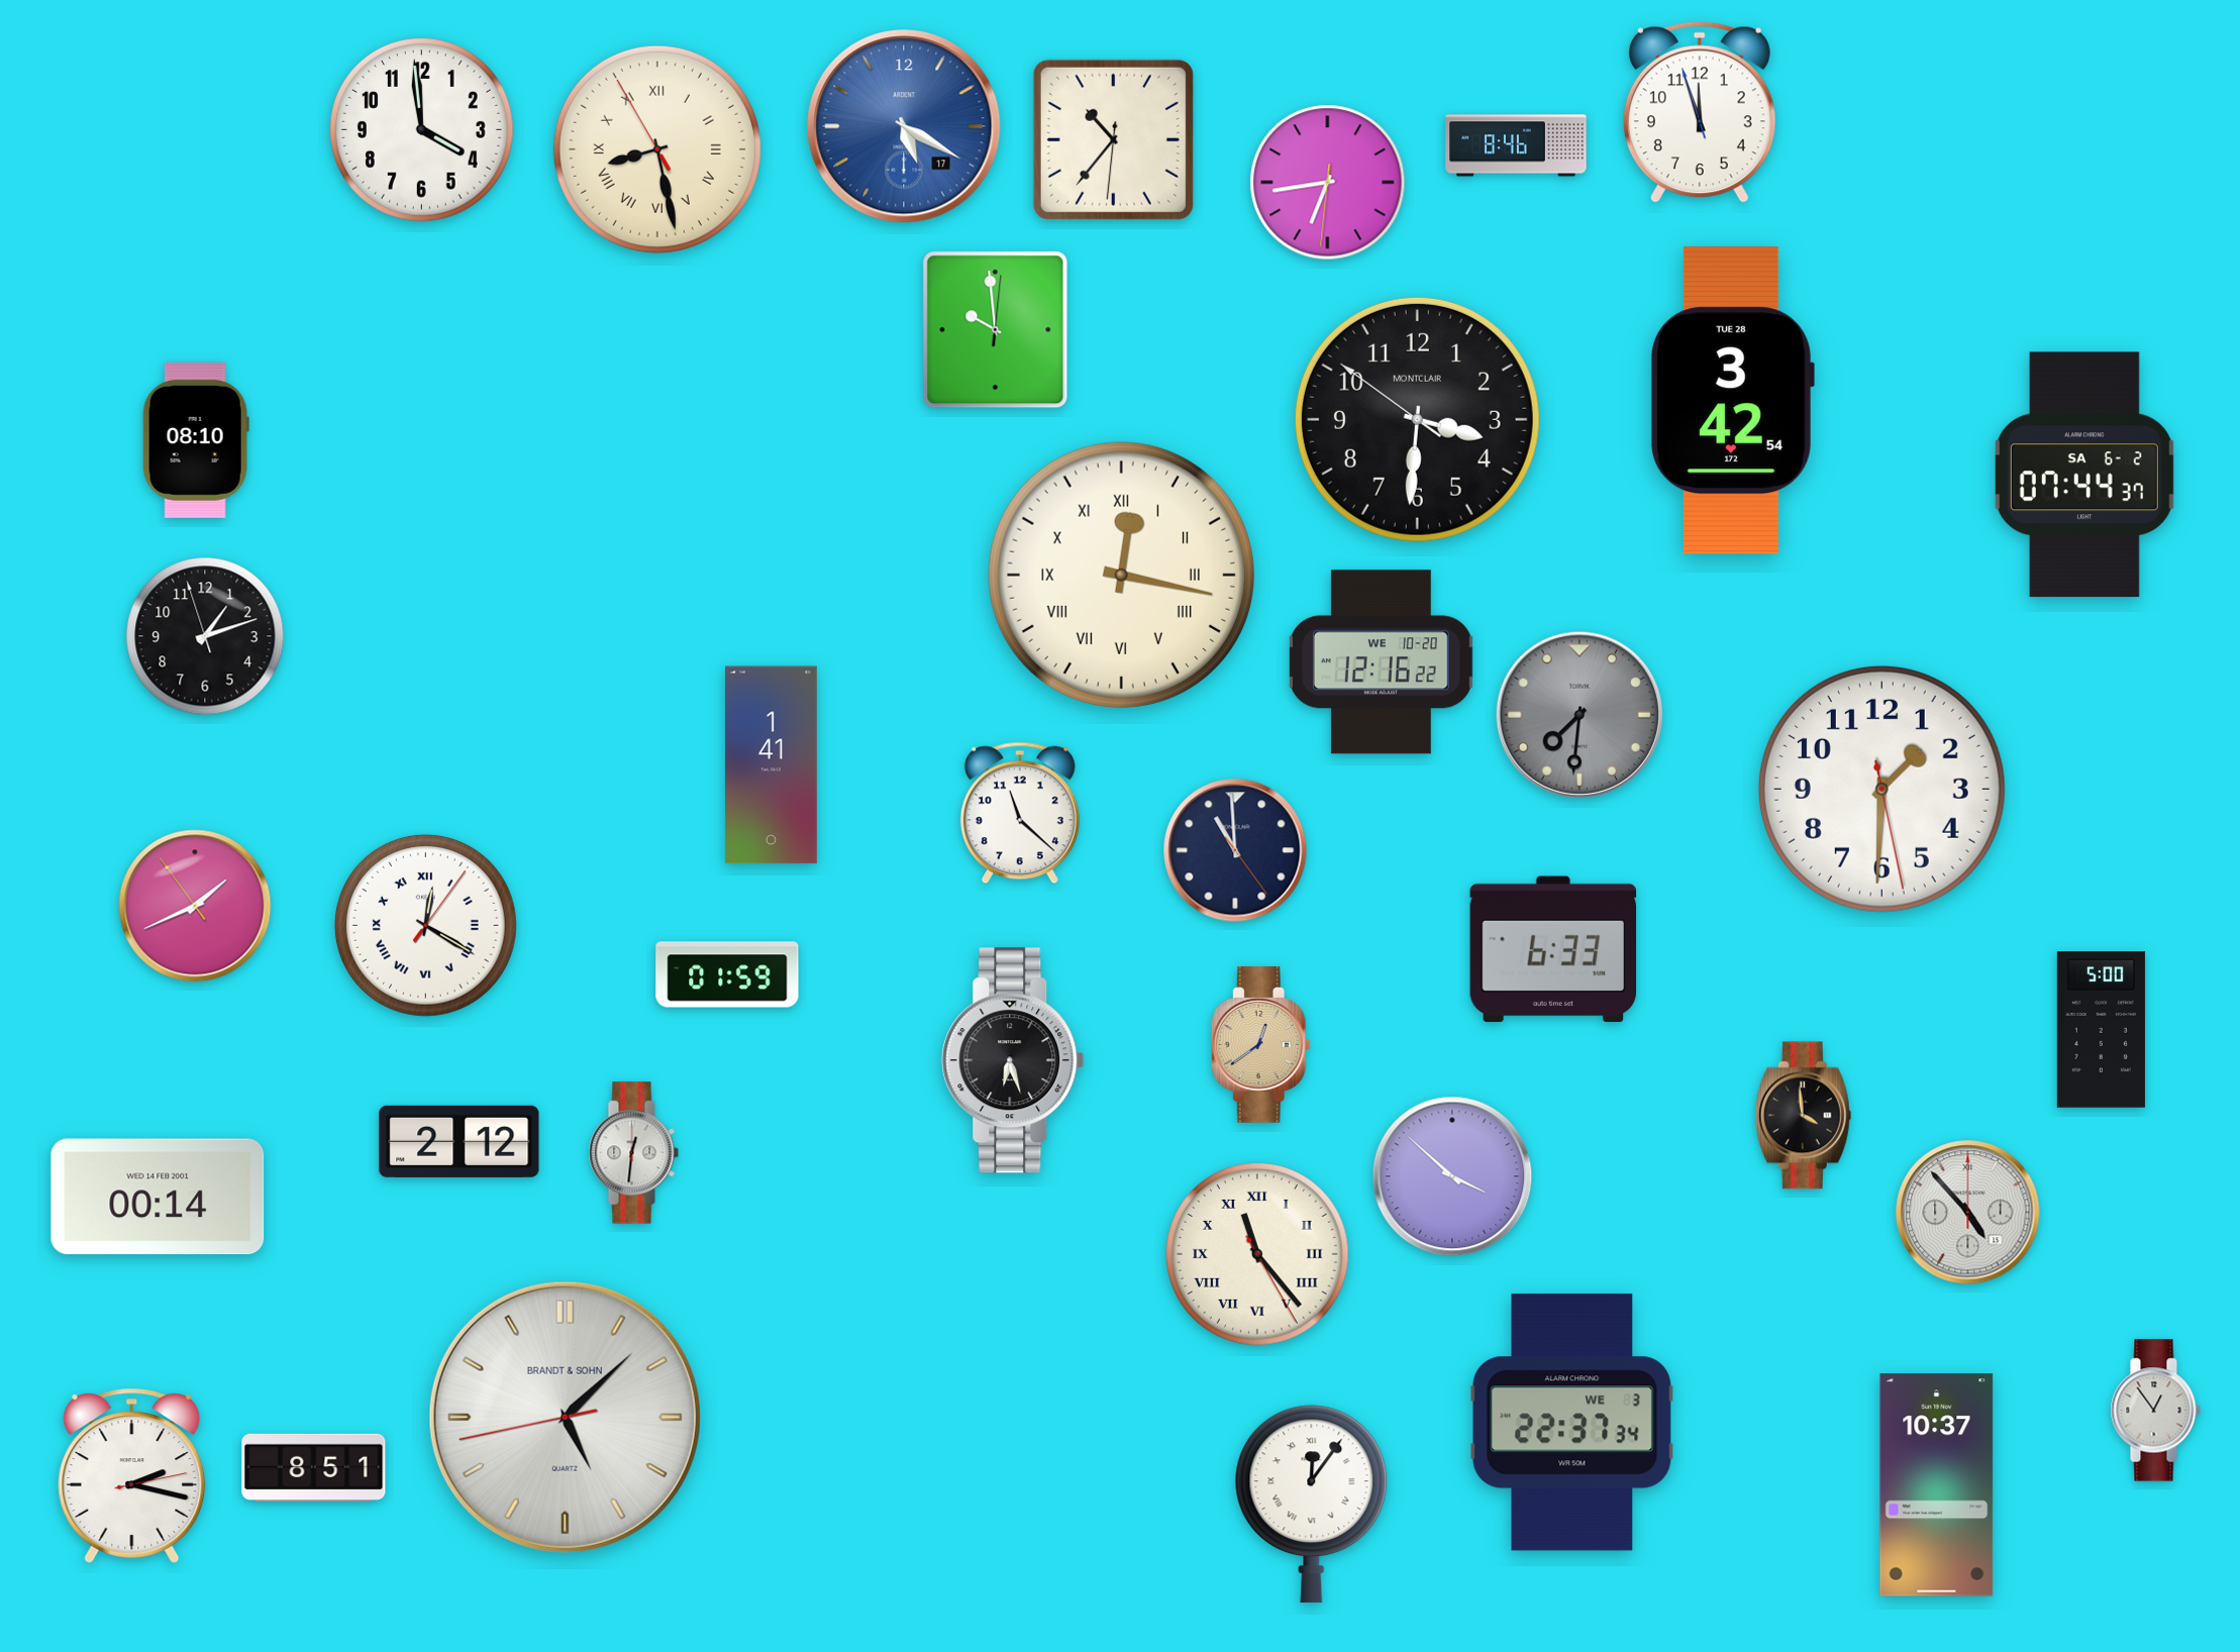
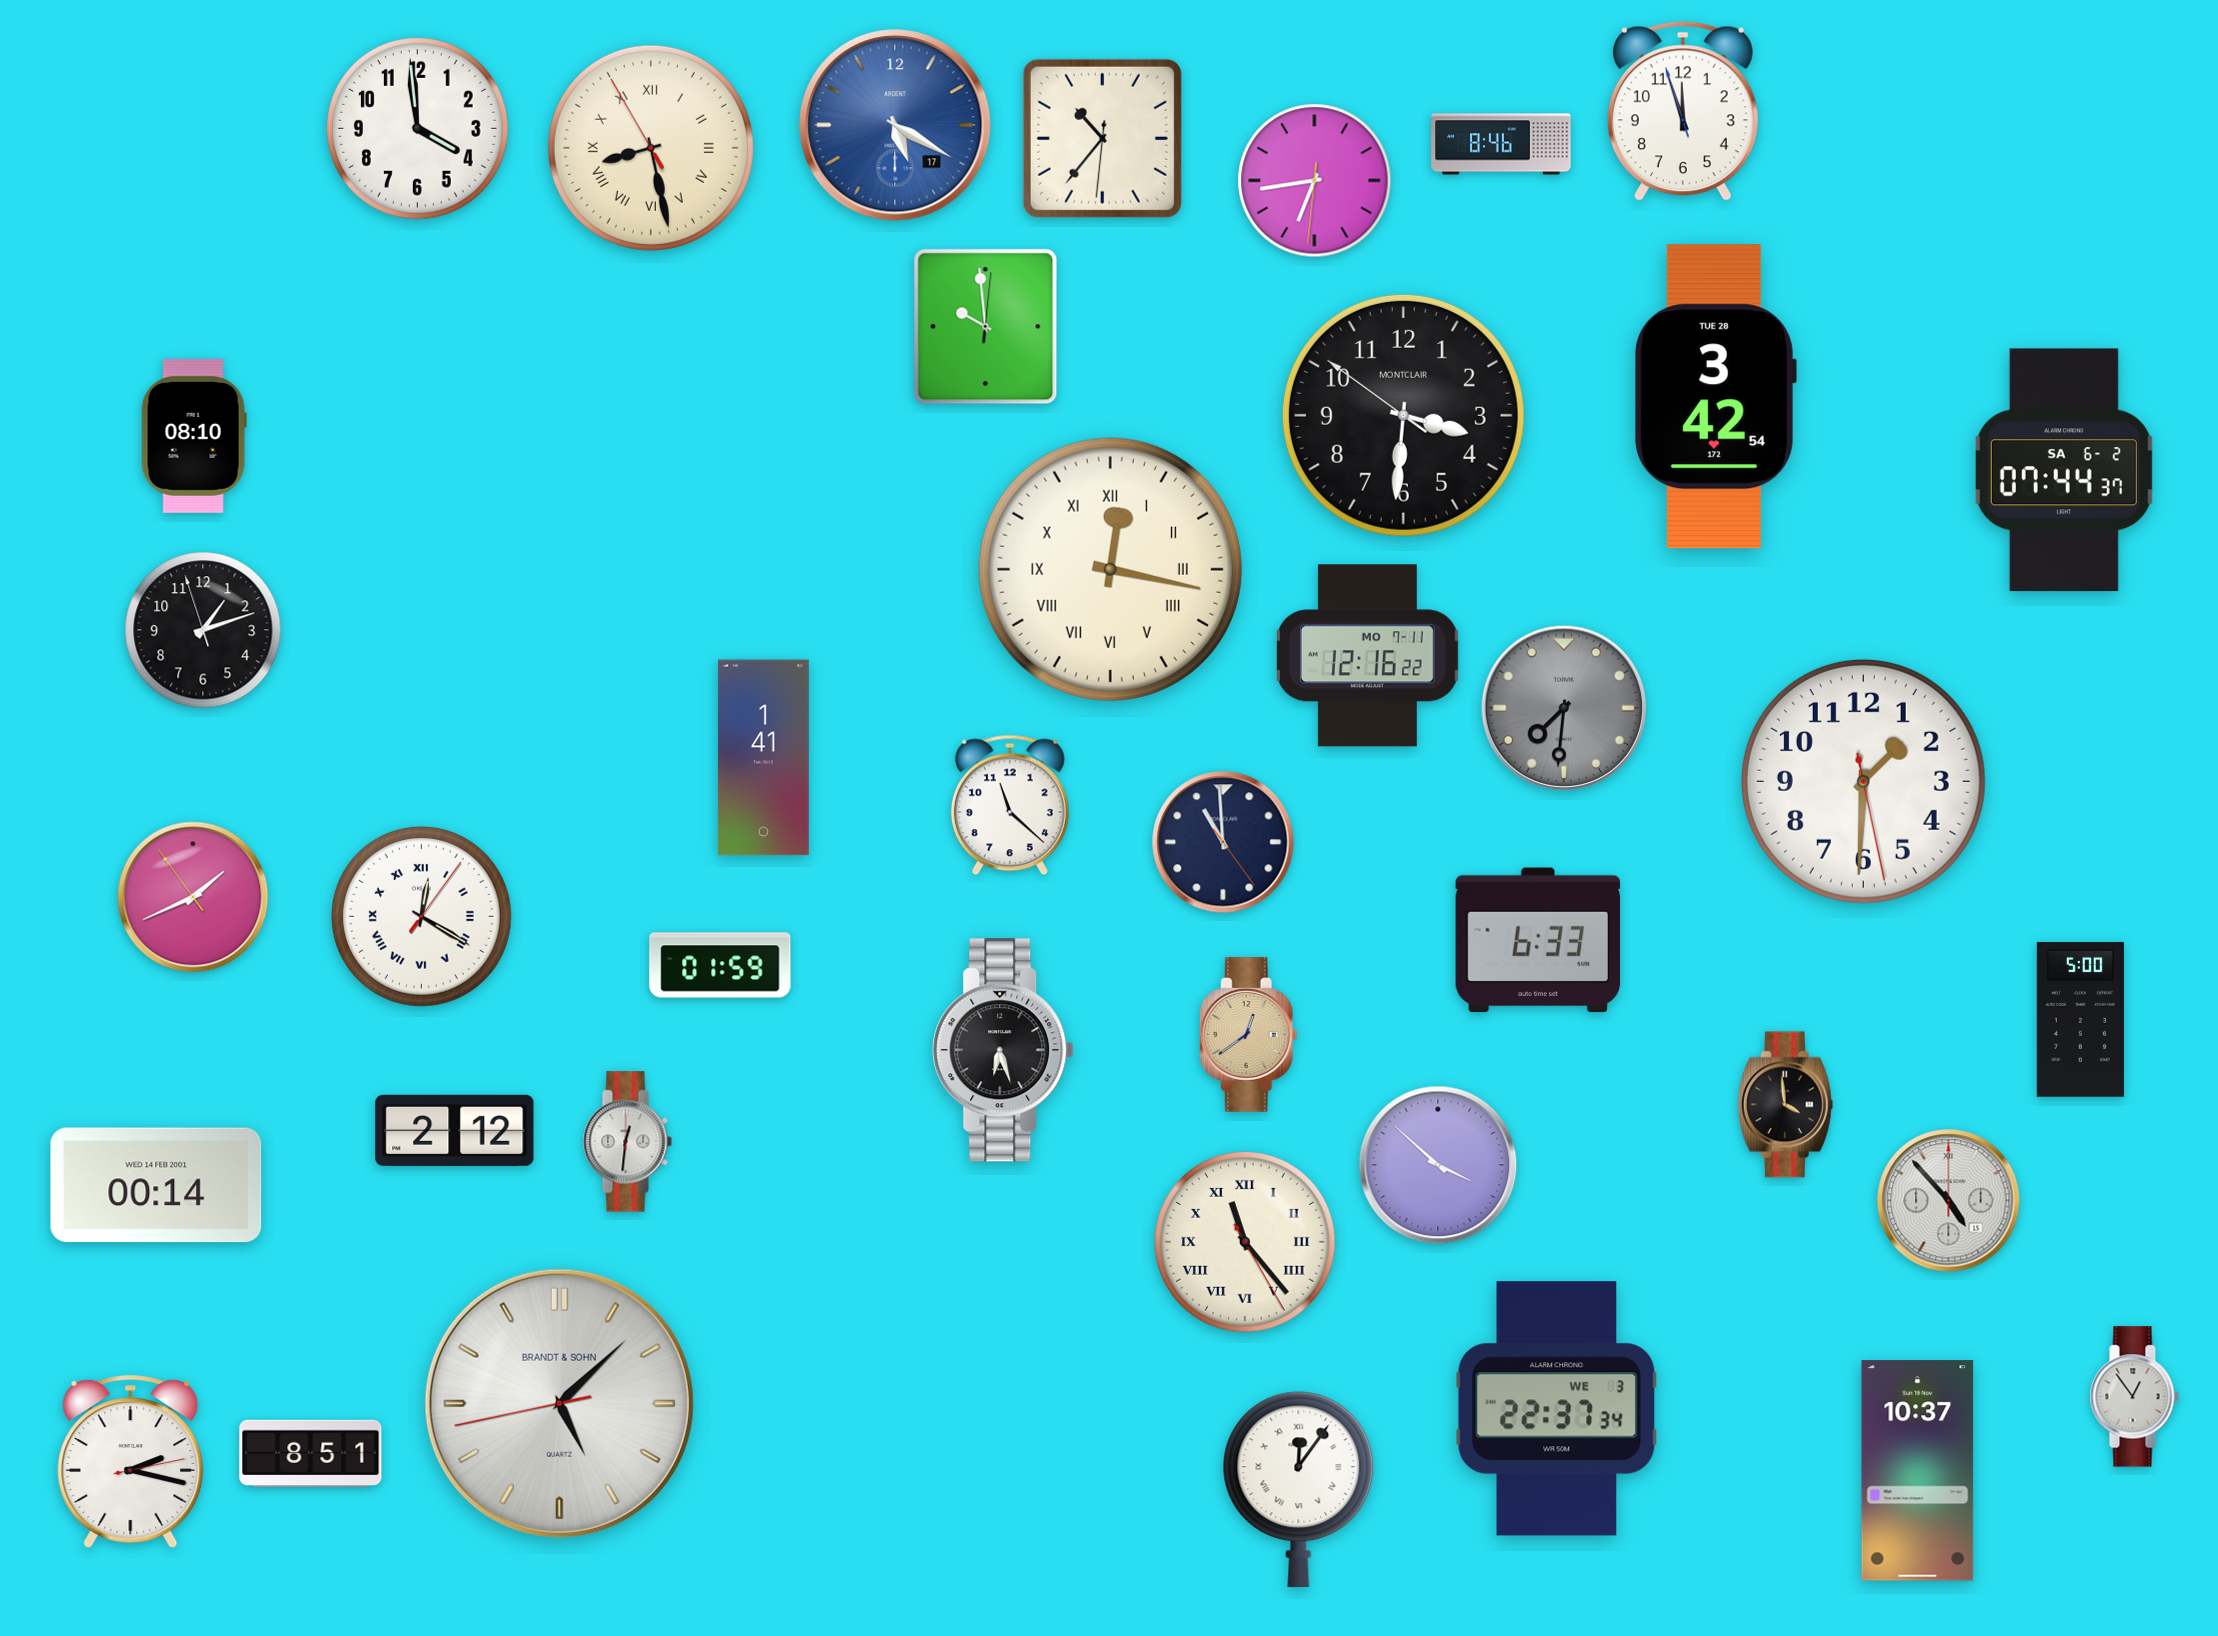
clock at (1381, 662) date: WE 10-20 -> MO 7-11
